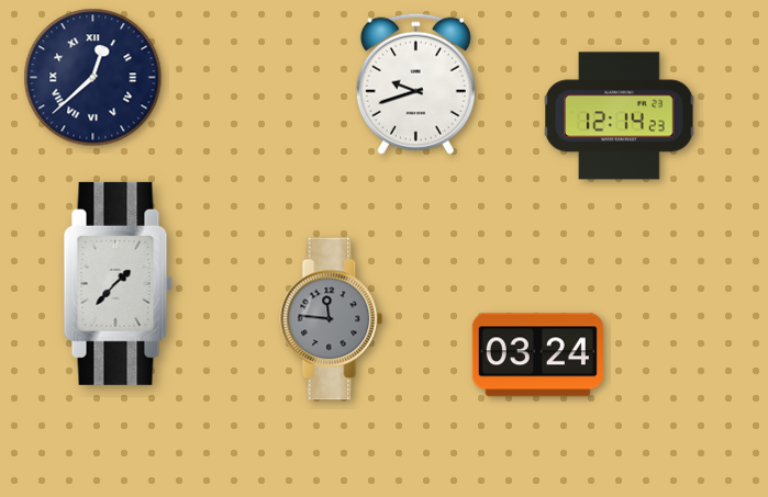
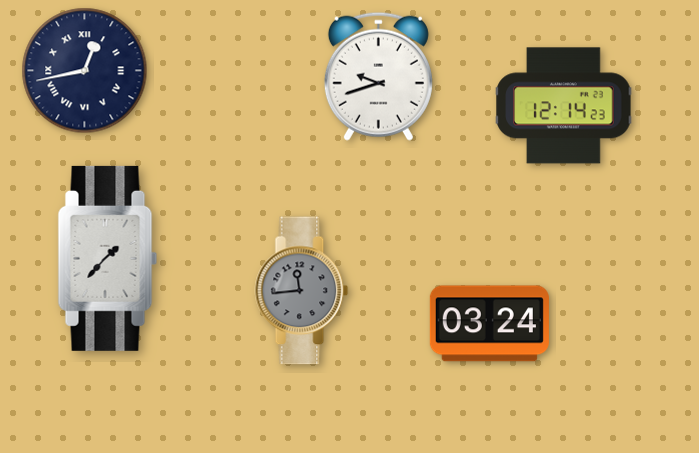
clock at (93, 78): 12:38 -> 12:43
clock at (332, 319): 11:46 -> 11:44
